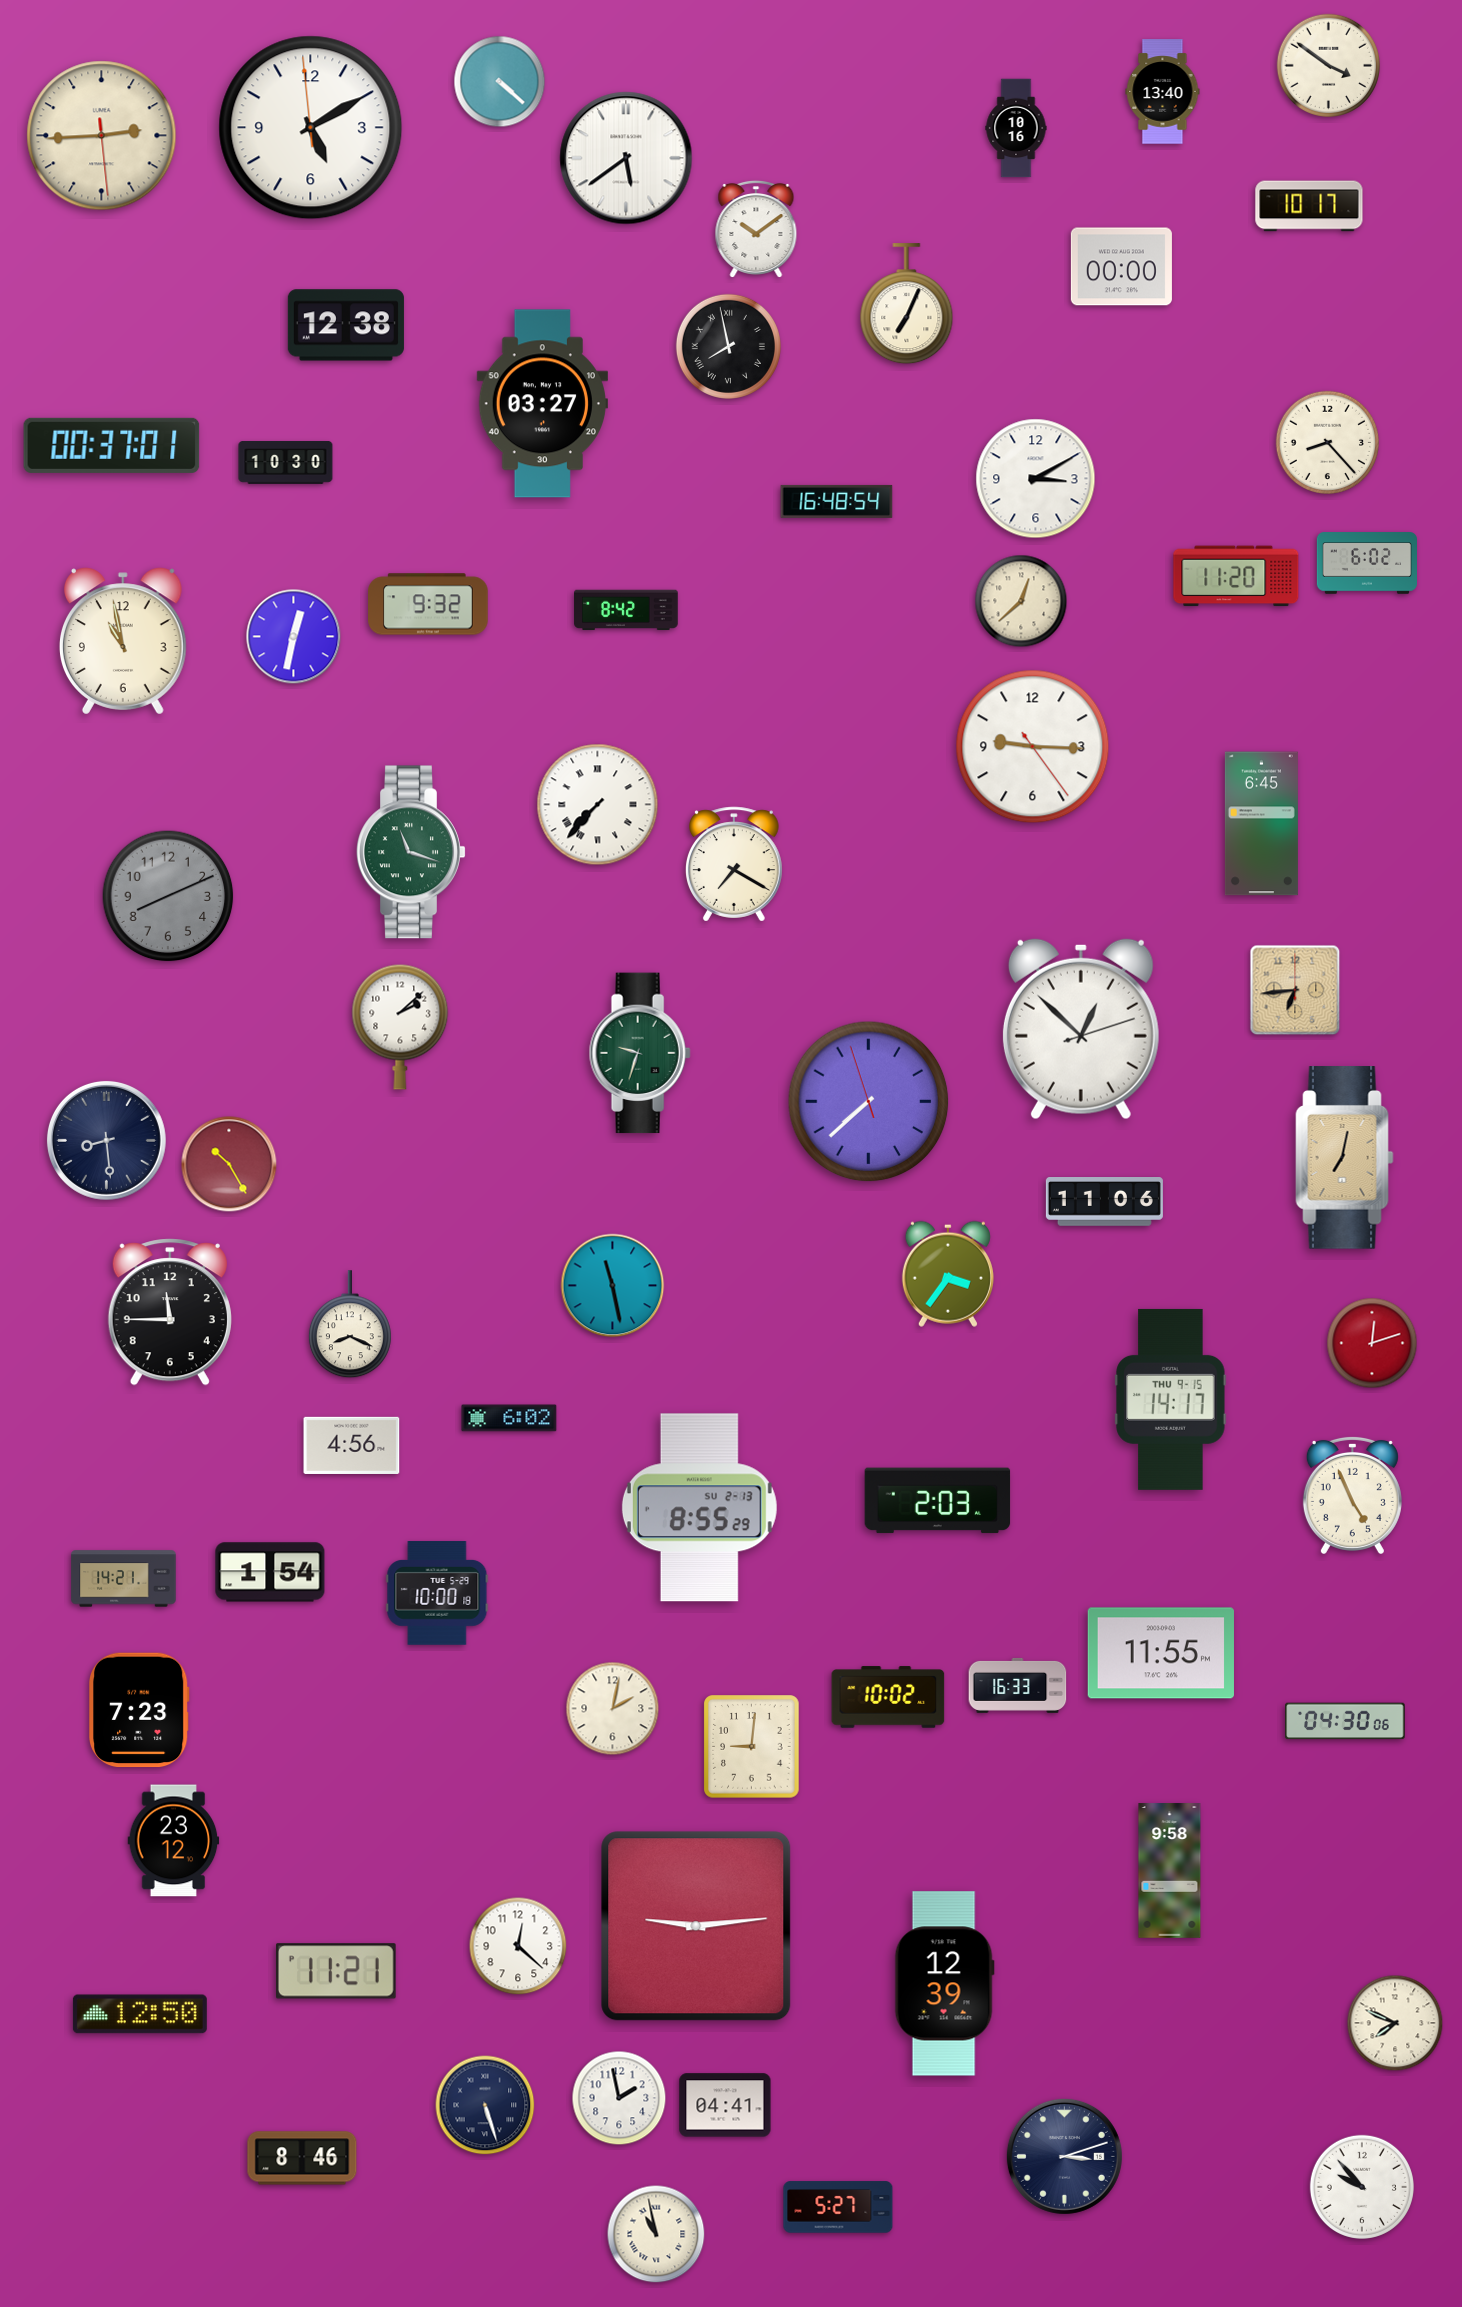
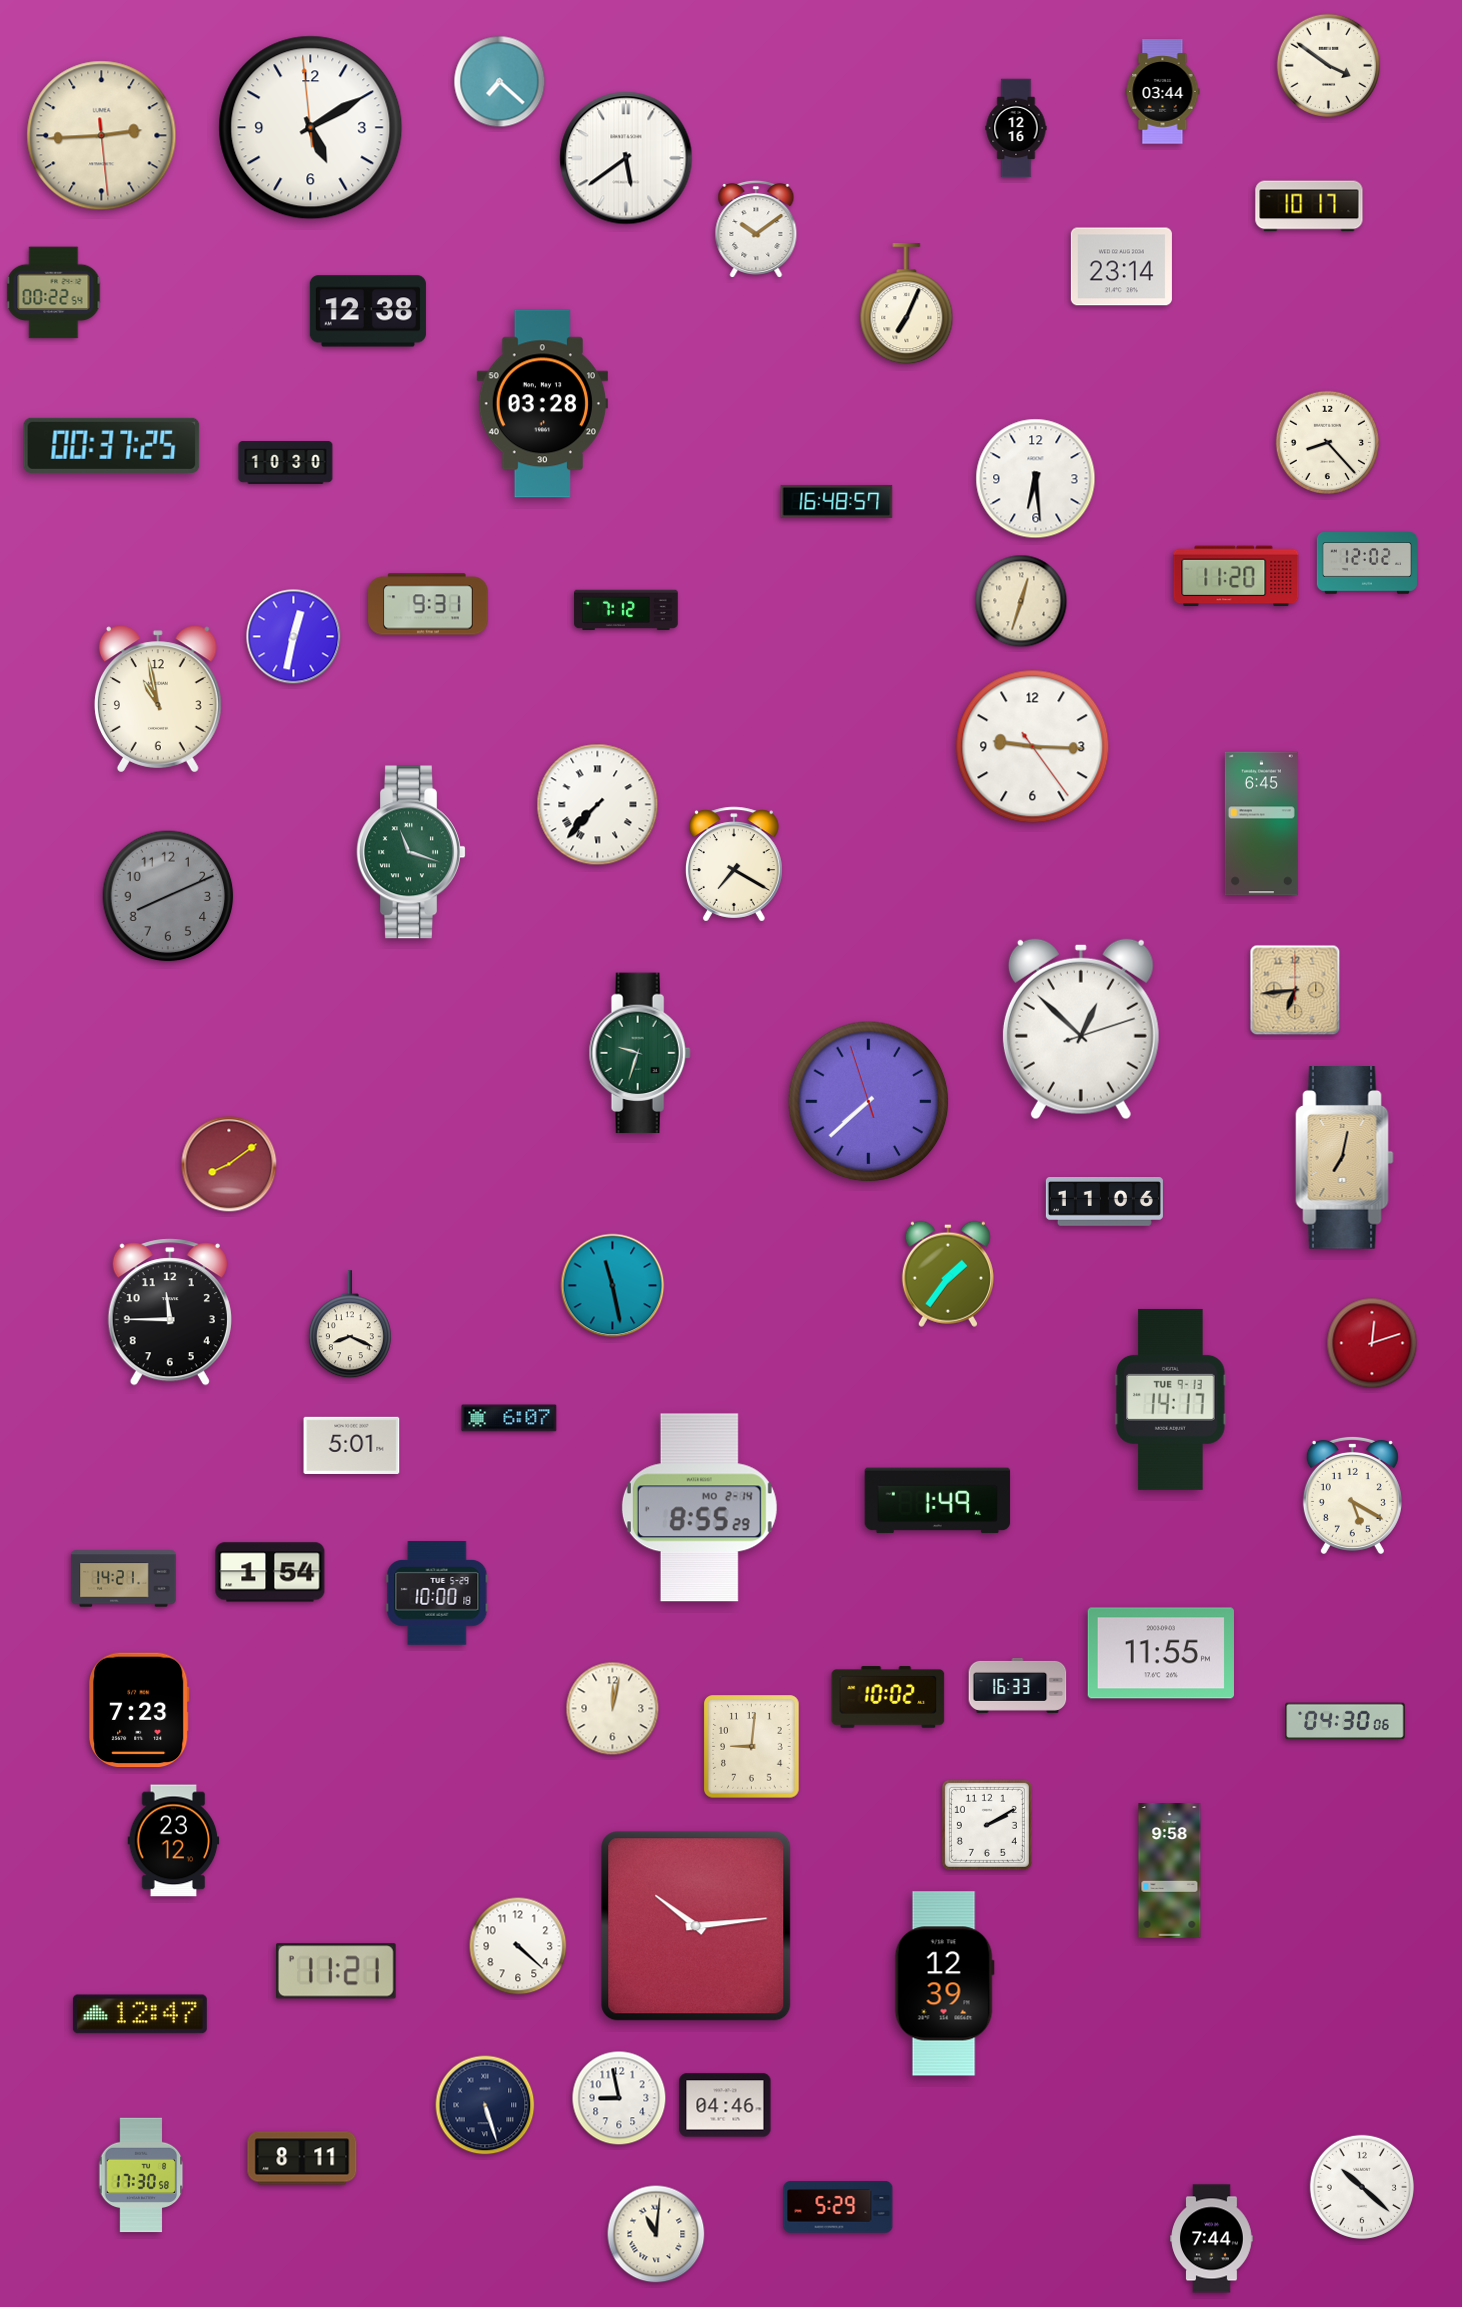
clock at (500, 82): 4:22 -> 7:22
clock at (1163, 92): 13:40 -> 03:44
clock at (1016, 128): 10:16 -> 12:16
clock at (1121, 267): 00:00 -> 23:14
clock at (54, 293): none -> 00:22
clock at (346, 325) position: (346, 325) -> (368, 311)
clock at (728, 346): 7:58 -> none
clock at (542, 404): 03:27 -> 03:28
clock at (112, 445): 00:37:01 -> 00:37:25
clock at (1036, 479): 3:10 -> 6:29
clock at (837, 501): 16:48:54 -> 16:48:57
clock at (1366, 563): 6:02 -> 12:02
clock at (1021, 601): 12:38 -> 12:33
clock at (428, 604): 9:32 -> 9:31
clock at (626, 610): 8:42 -> 7:12
clock at (123, 641) position: (123, 641) -> (158, 699)
clock at (400, 1027): 2:08 -> none
clock at (106, 1140): 8:29 -> none
clock at (229, 1164): 10:25 -> 8:09
clock at (948, 1274): 3:36 -> 1:36
clock at (1171, 1399) date: THU 9-15 -> TUE 9-13
clock at (509, 1418): 6:02 -> 6:07
clock at (352, 1445): 4:56 -> 5:01
clock at (1352, 1495): 4:56 -> 5:20
clock at (938, 1501): 2:03 -> 1:49
clock at (699, 1508) date: SU 2-13 -> MO 2-14
clock at (613, 1709): 2:02 -> 12:02
clock at (987, 1825): none -> 2:10
clock at (696, 1926): 9:14 -> 10:14
clock at (518, 1946): 12:22 -> 4:22
clock at (140, 2014): 12:50 -> 12:47
clock at (1395, 2023): 7:49 -> none
clock at (619, 2098): 1:58 -> 8:58
clock at (725, 2105): 04:41 -> 04:46
clock at (1064, 2156): 3:12 -> none
clock at (302, 2158): 8:46 -> 8:11
clock at (141, 2175): none -> 17:30
clock at (1362, 2187): 9:53 -> 10:22
clock at (838, 2207): 5:27 -> 5:29
clock at (656, 2234): 10:58 -> 11:01
clock at (1212, 2239): none -> 7:44
